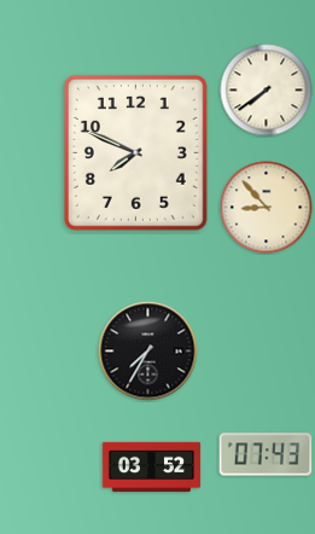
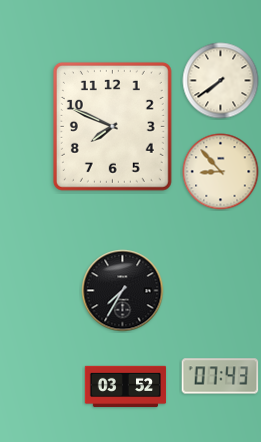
clock at (267, 91) position: (267, 91) -> (221, 81)
